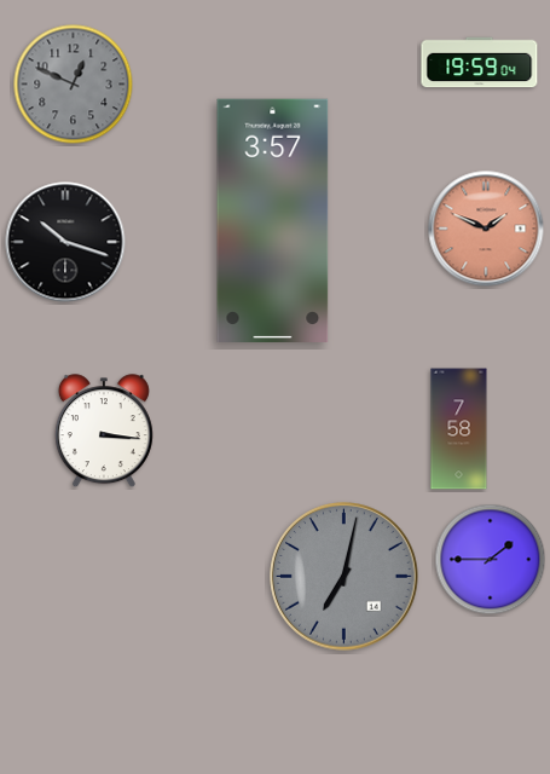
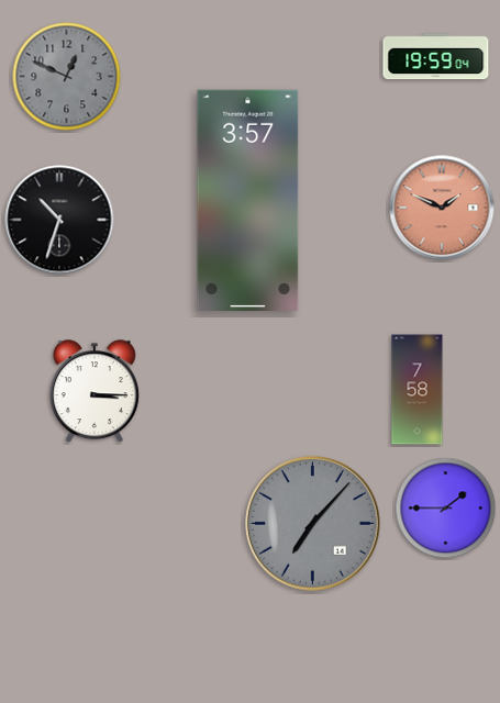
clock at (65, 242): 10:18 -> 10:33
clock at (104, 432): 3:16 -> 3:15
clock at (345, 577): 7:02 -> 7:07
